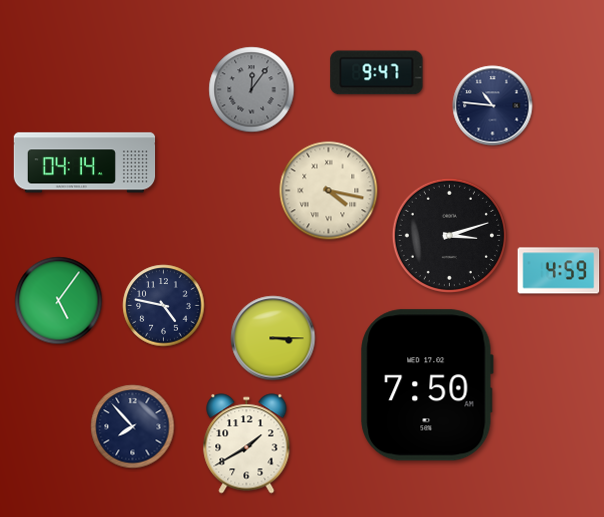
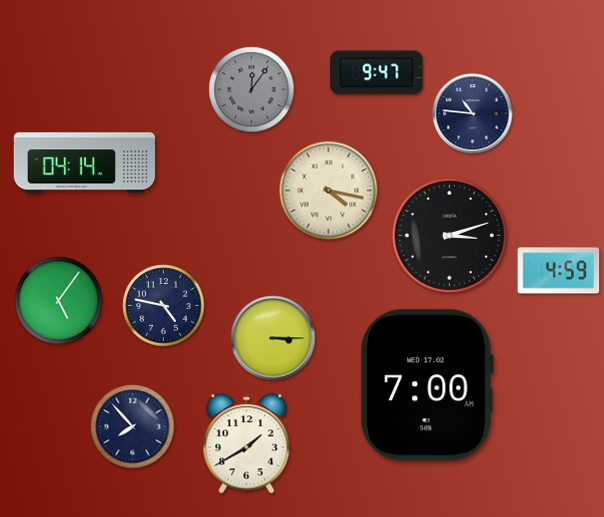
clock at (493, 106) position: (493, 106) -> (473, 114)
clock at (427, 385): 7:50 -> 7:00
